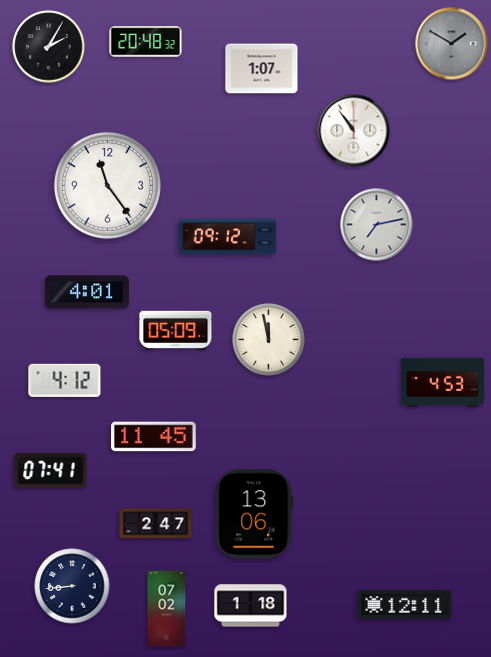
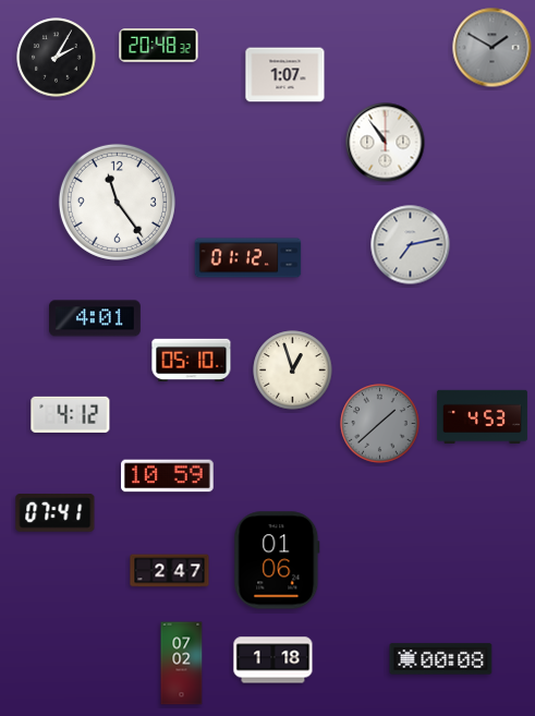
clock at (49, 47) position: (49, 47) -> (57, 58)
clock at (228, 237): 09:12 -> 01:12
clock at (176, 330): 05:09 -> 05:10
clock at (269, 340): 11:58 -> 12:57
clock at (380, 424): none -> 1:38
clock at (154, 437): 11:45 -> 10:59
clock at (254, 514): 13:06 -> 01:06
clock at (72, 586): 8:44 -> none
clock at (405, 605): 12:11 -> 00:08
